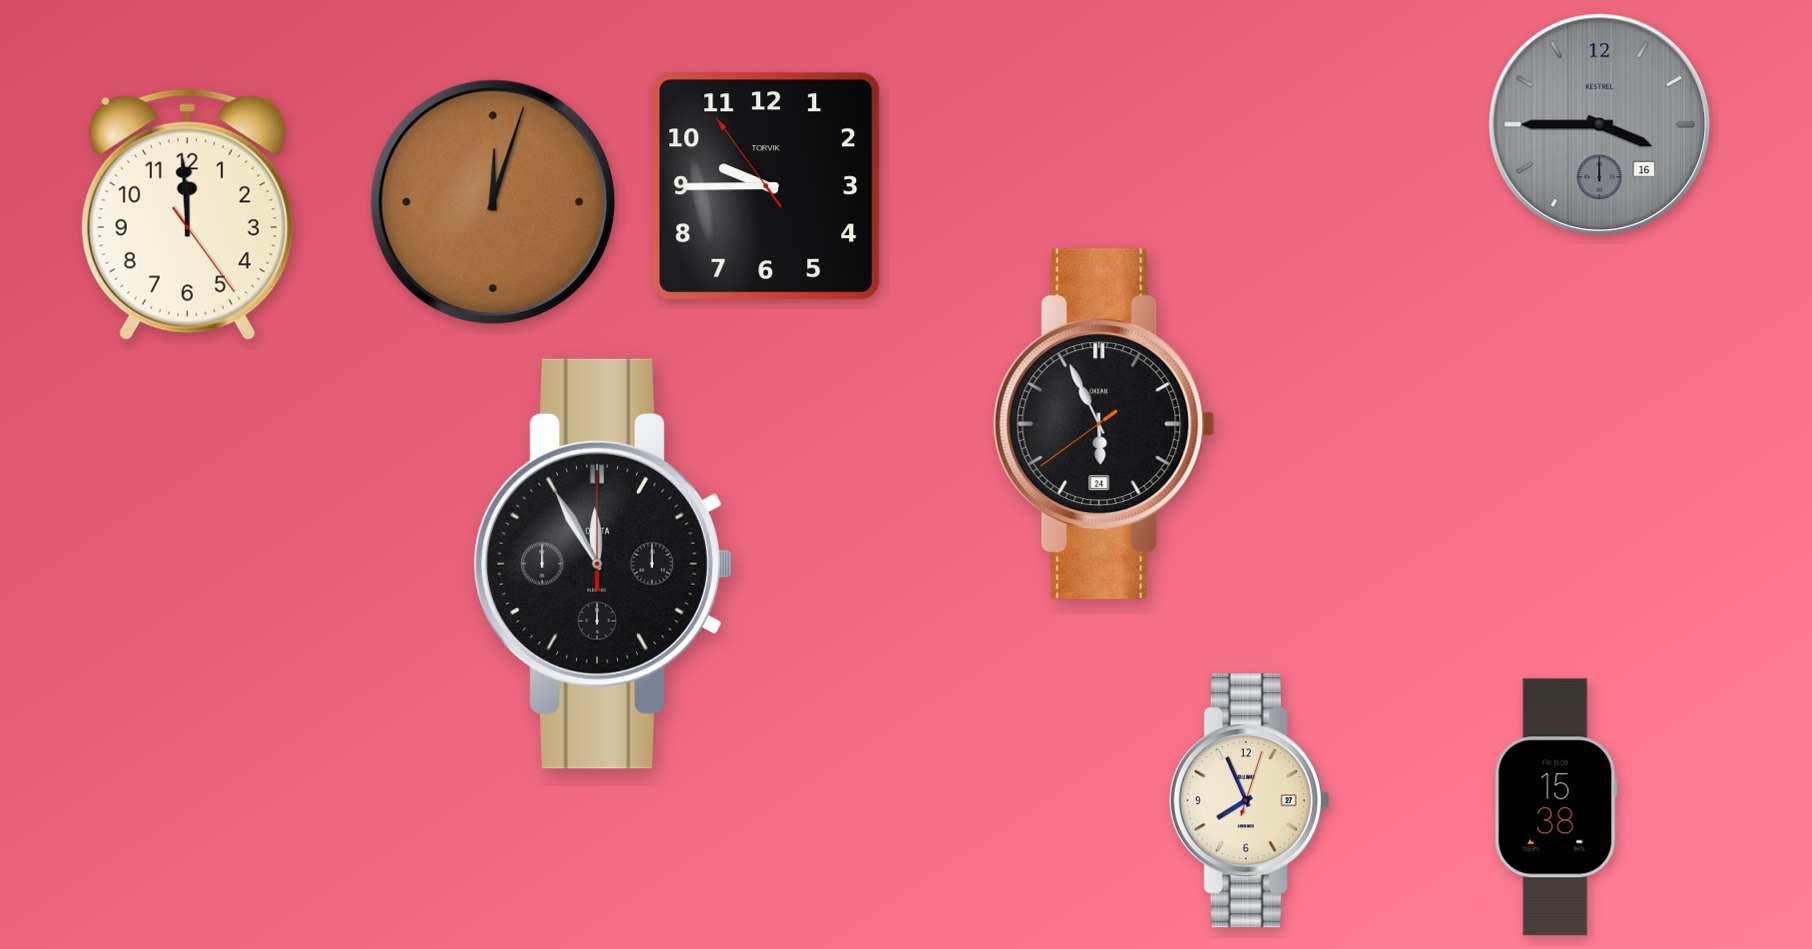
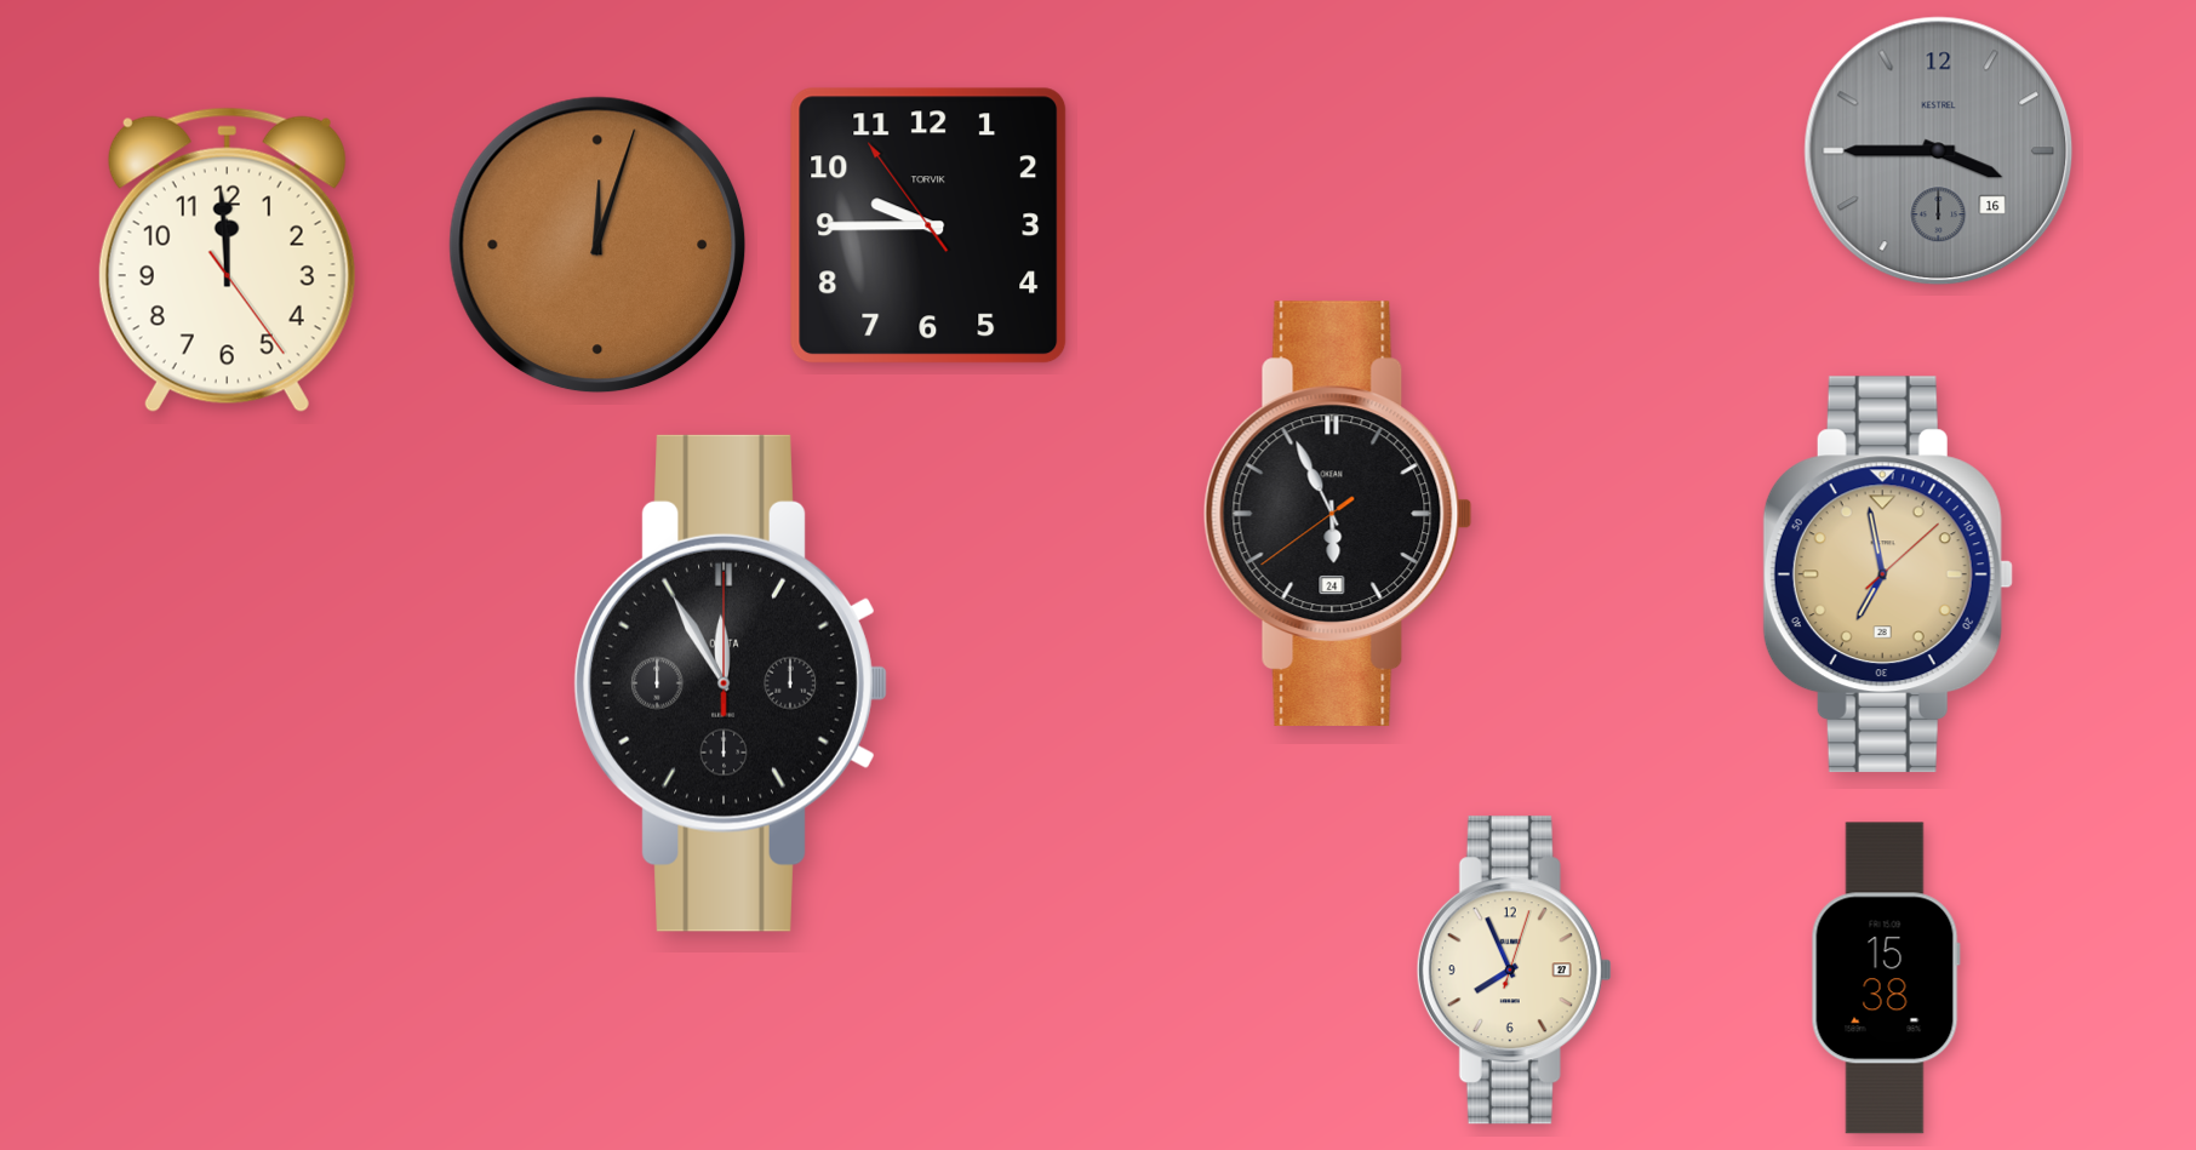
clock at (1888, 574): none -> 6:58
